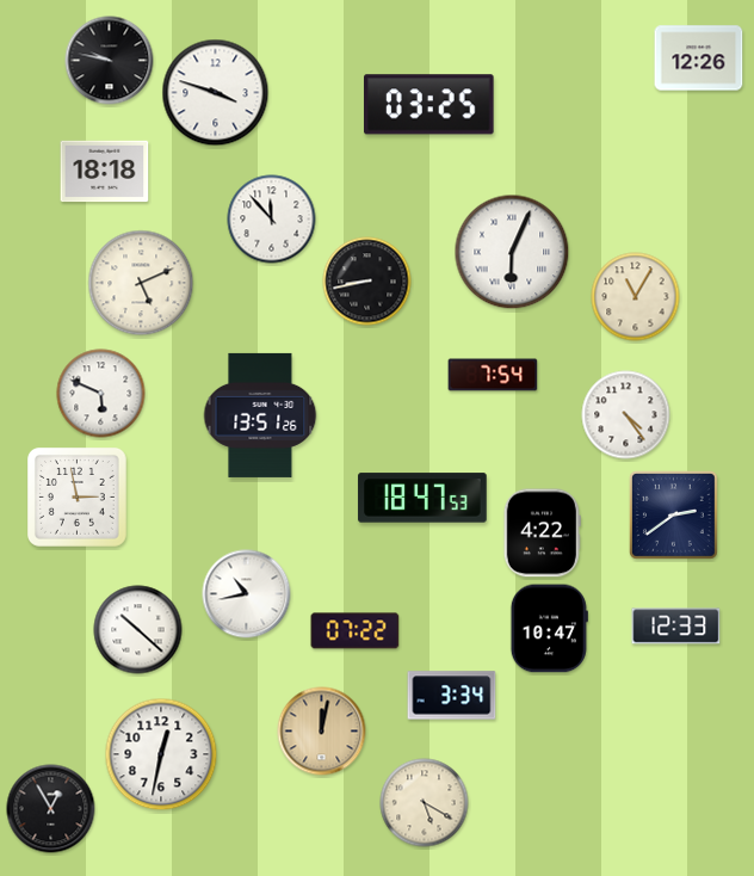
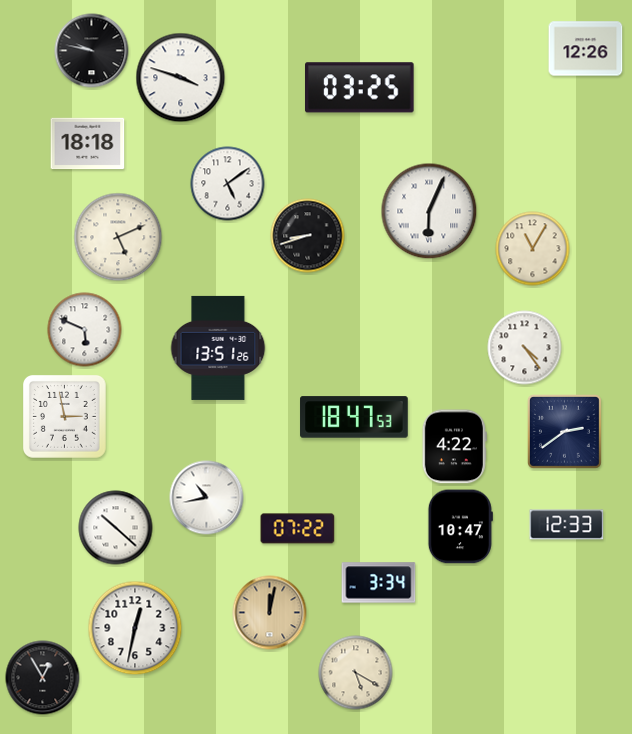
clock at (272, 220): 11:53 -> 5:09
clock at (367, 282): 8:43 -> 8:42
clock at (493, 375): 7:54 -> none
clock at (161, 754) position: (161, 754) -> (135, 628)
